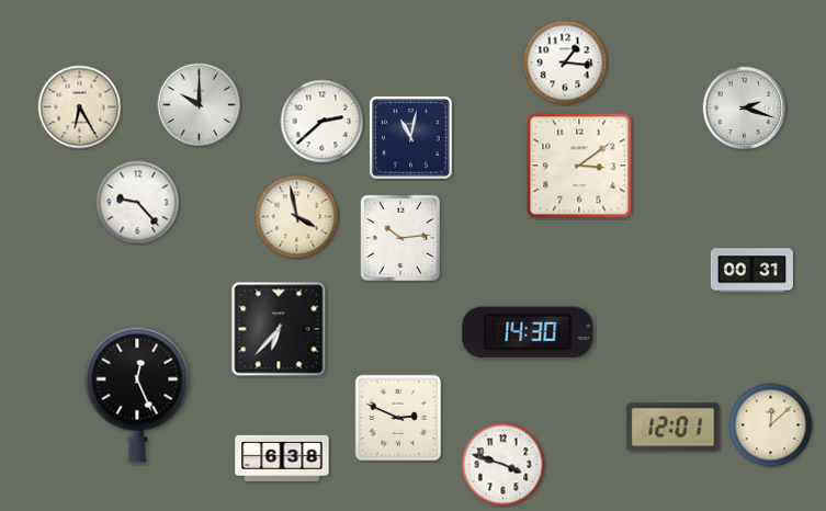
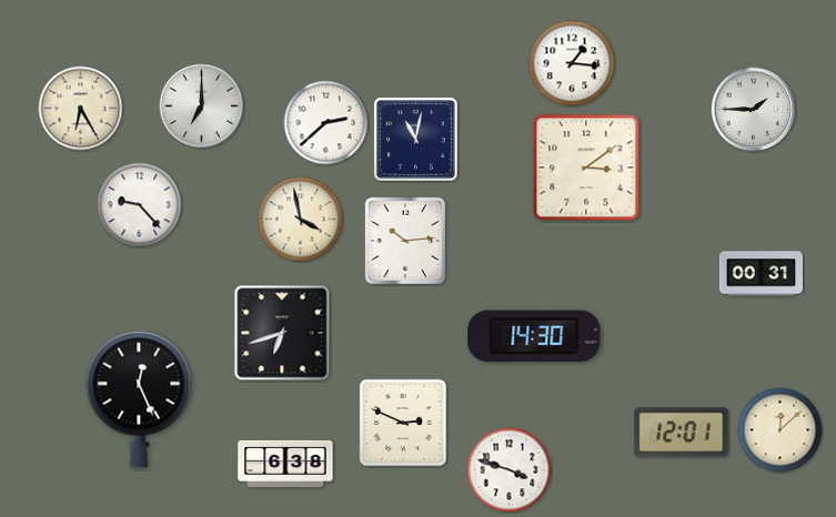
clock at (200, 105): 10:00 -> 7:00
clock at (745, 109): 2:18 -> 1:45
clock at (279, 329): 6:37 -> 6:42
